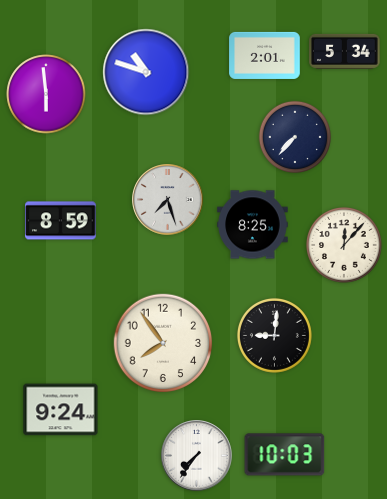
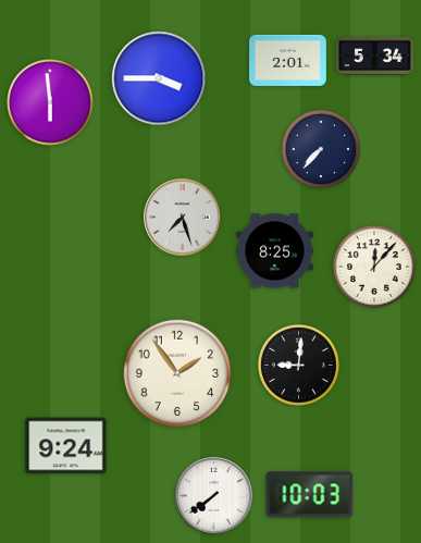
clock at (146, 72): 10:48 -> 3:45
clock at (61, 221): 8:59 -> none
clock at (253, 225) position: (253, 225) -> (275, 251)
clock at (163, 343): 7:54 -> 1:54
clock at (197, 456): 7:36 -> 7:39
